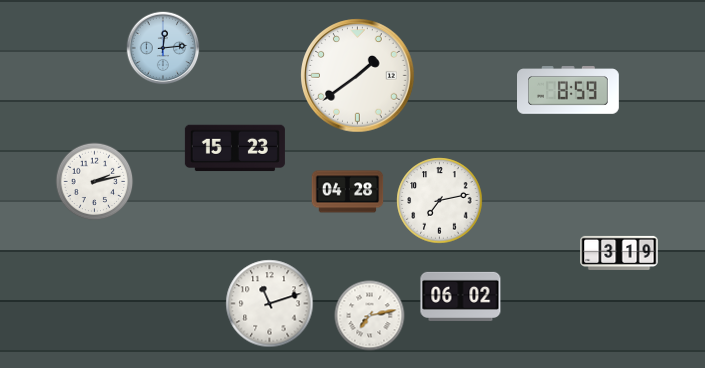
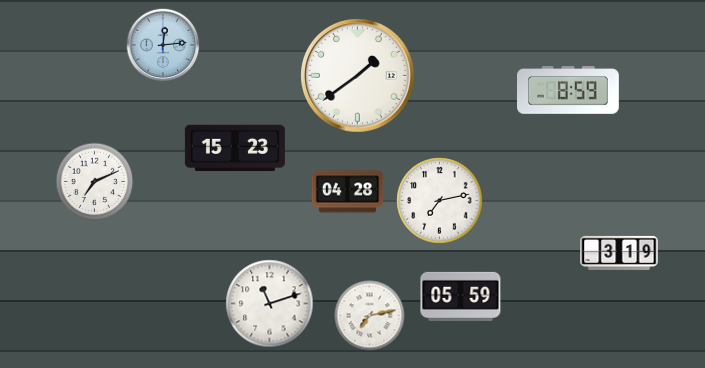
clock at (163, 48) position: (163, 48) -> (163, 45)
clock at (95, 182): 2:13 -> 7:11
clock at (461, 296): 06:02 -> 05:59
